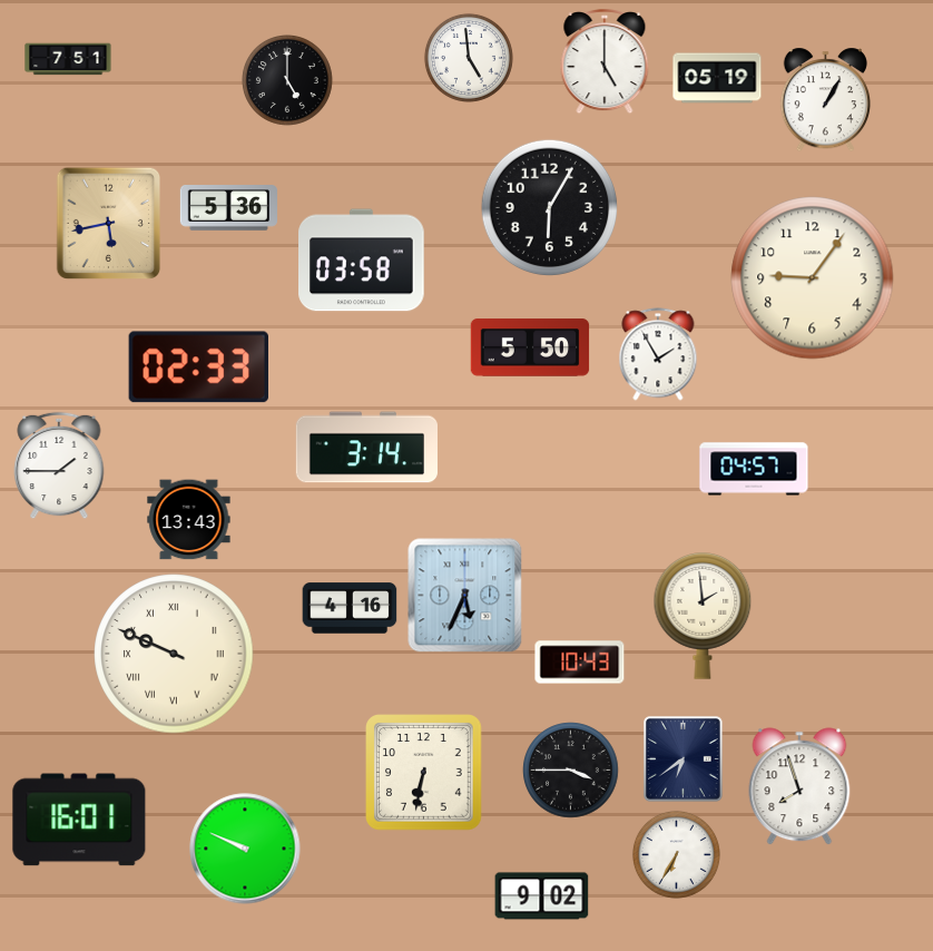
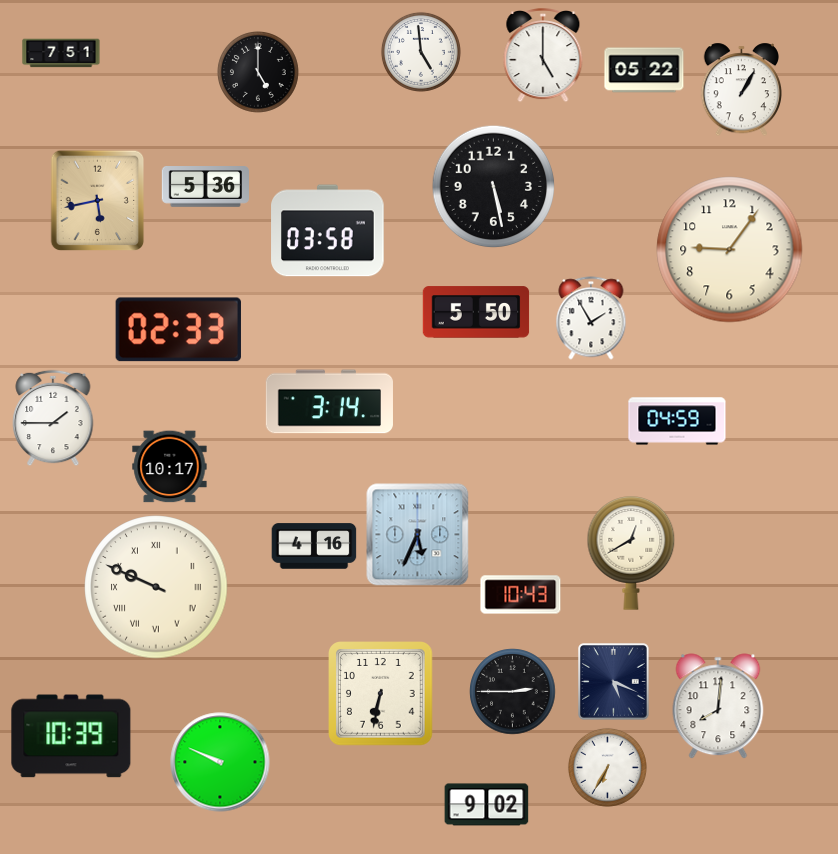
clock at (717, 78): 05:19 -> 05:22
clock at (550, 208): 6:05 -> 5:28
clock at (362, 261) position: (362, 261) -> (328, 231)
clock at (754, 469): 04:57 -> 04:59
clock at (189, 520): 13:43 -> 10:17
clock at (703, 616): 1:59 -> 12:40
clock at (684, 759): 6:39 -> 5:19
clock at (571, 771): 3:45 -> 2:45
clock at (799, 786): 7:57 -> 8:01
clock at (79, 820): 16:01 -> 10:39
